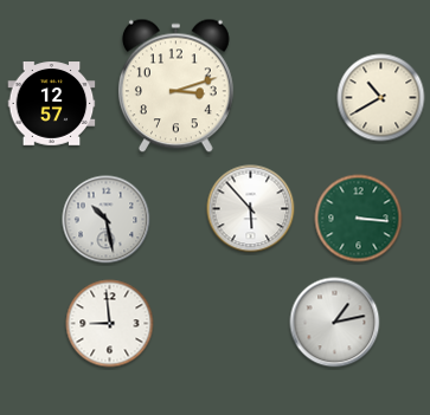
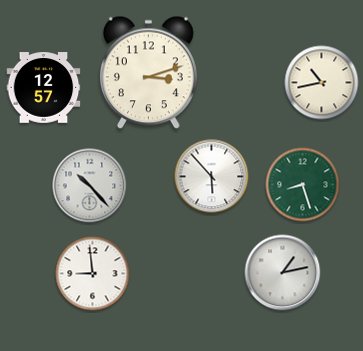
clock at (381, 98): 10:40 -> 10:43
clock at (359, 219): 3:16 -> 8:27
clock at (107, 220): 10:28 -> 10:23
